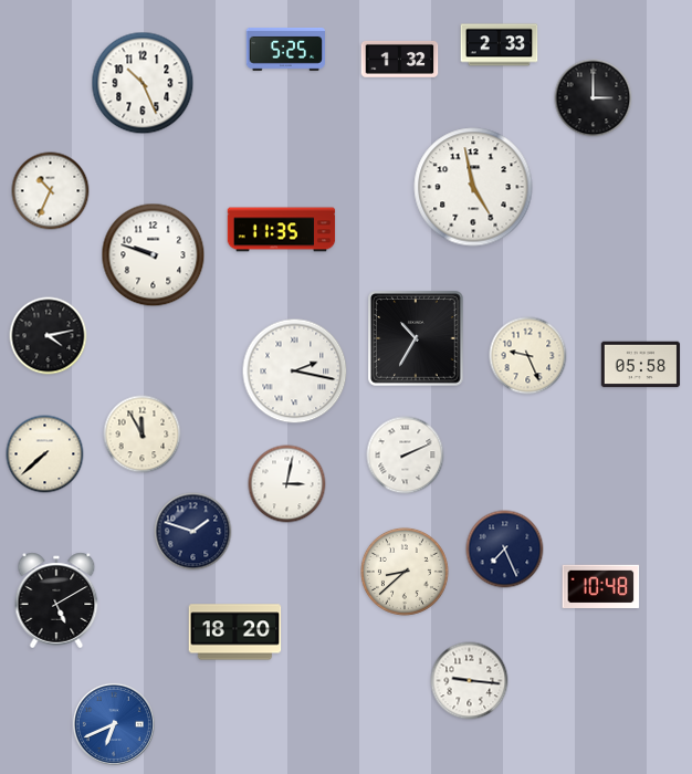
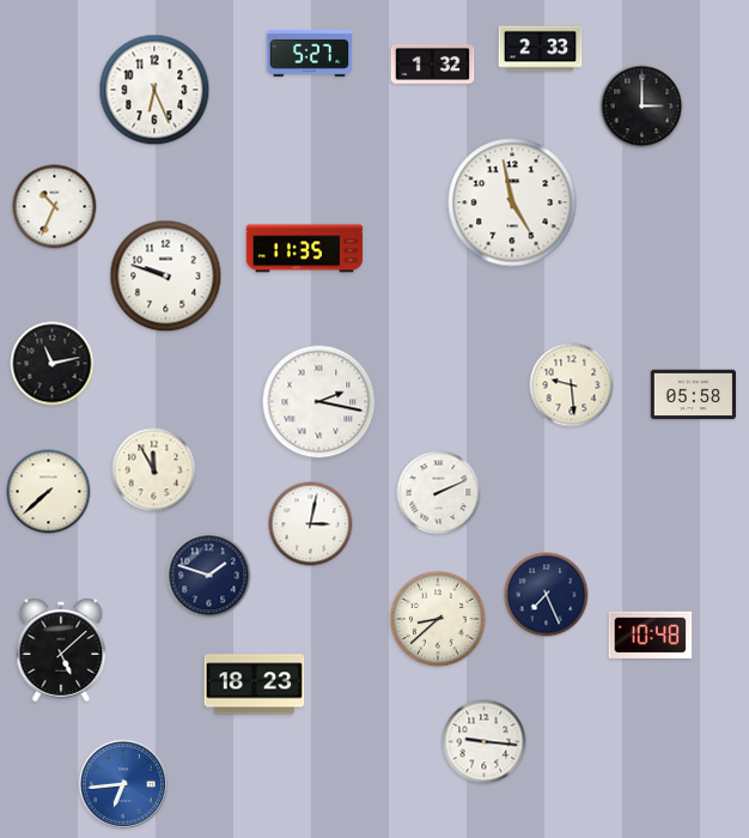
clock at (285, 50): 5:25 -> 5:27
clock at (143, 83): 10:26 -> 6:26
clock at (49, 336): 4:13 -> 11:13
clock at (417, 339): 10:35 -> none
clock at (528, 356): 9:26 -> 9:29
clock at (56, 600): 5:10 -> 5:08
clock at (235, 632): 18:20 -> 18:23
clock at (470, 681) position: (470, 681) -> (485, 742)
clock at (114, 724): 6:41 -> 6:44
